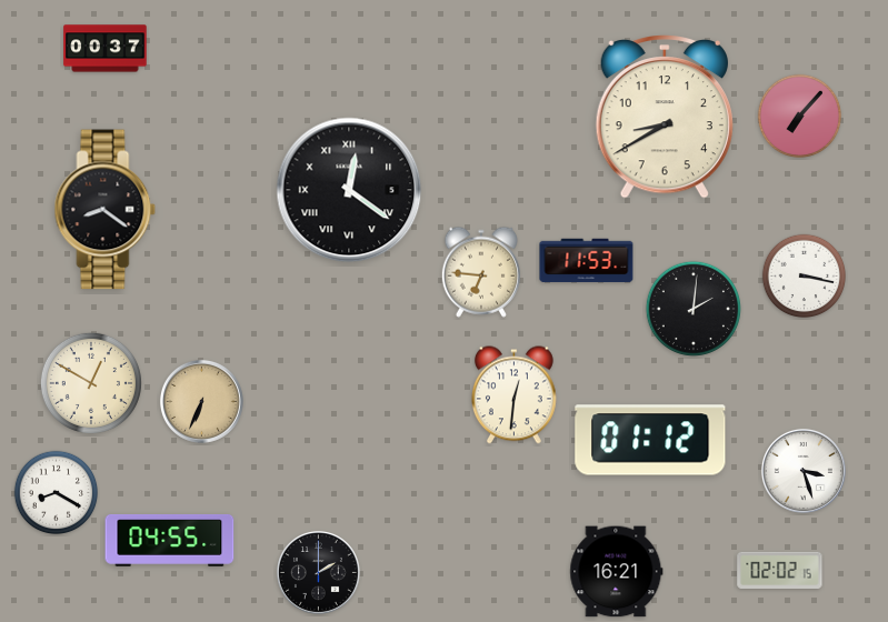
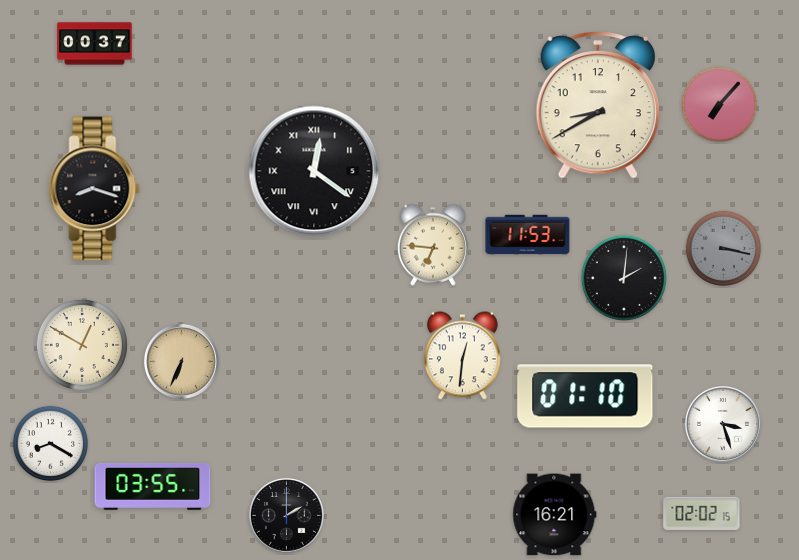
clock at (106, 210): 8:21 -> 8:18
clock at (805, 277) dial: white -> grey
clock at (650, 440): 01:12 -> 01:10
clock at (170, 540): 04:55 -> 03:55
